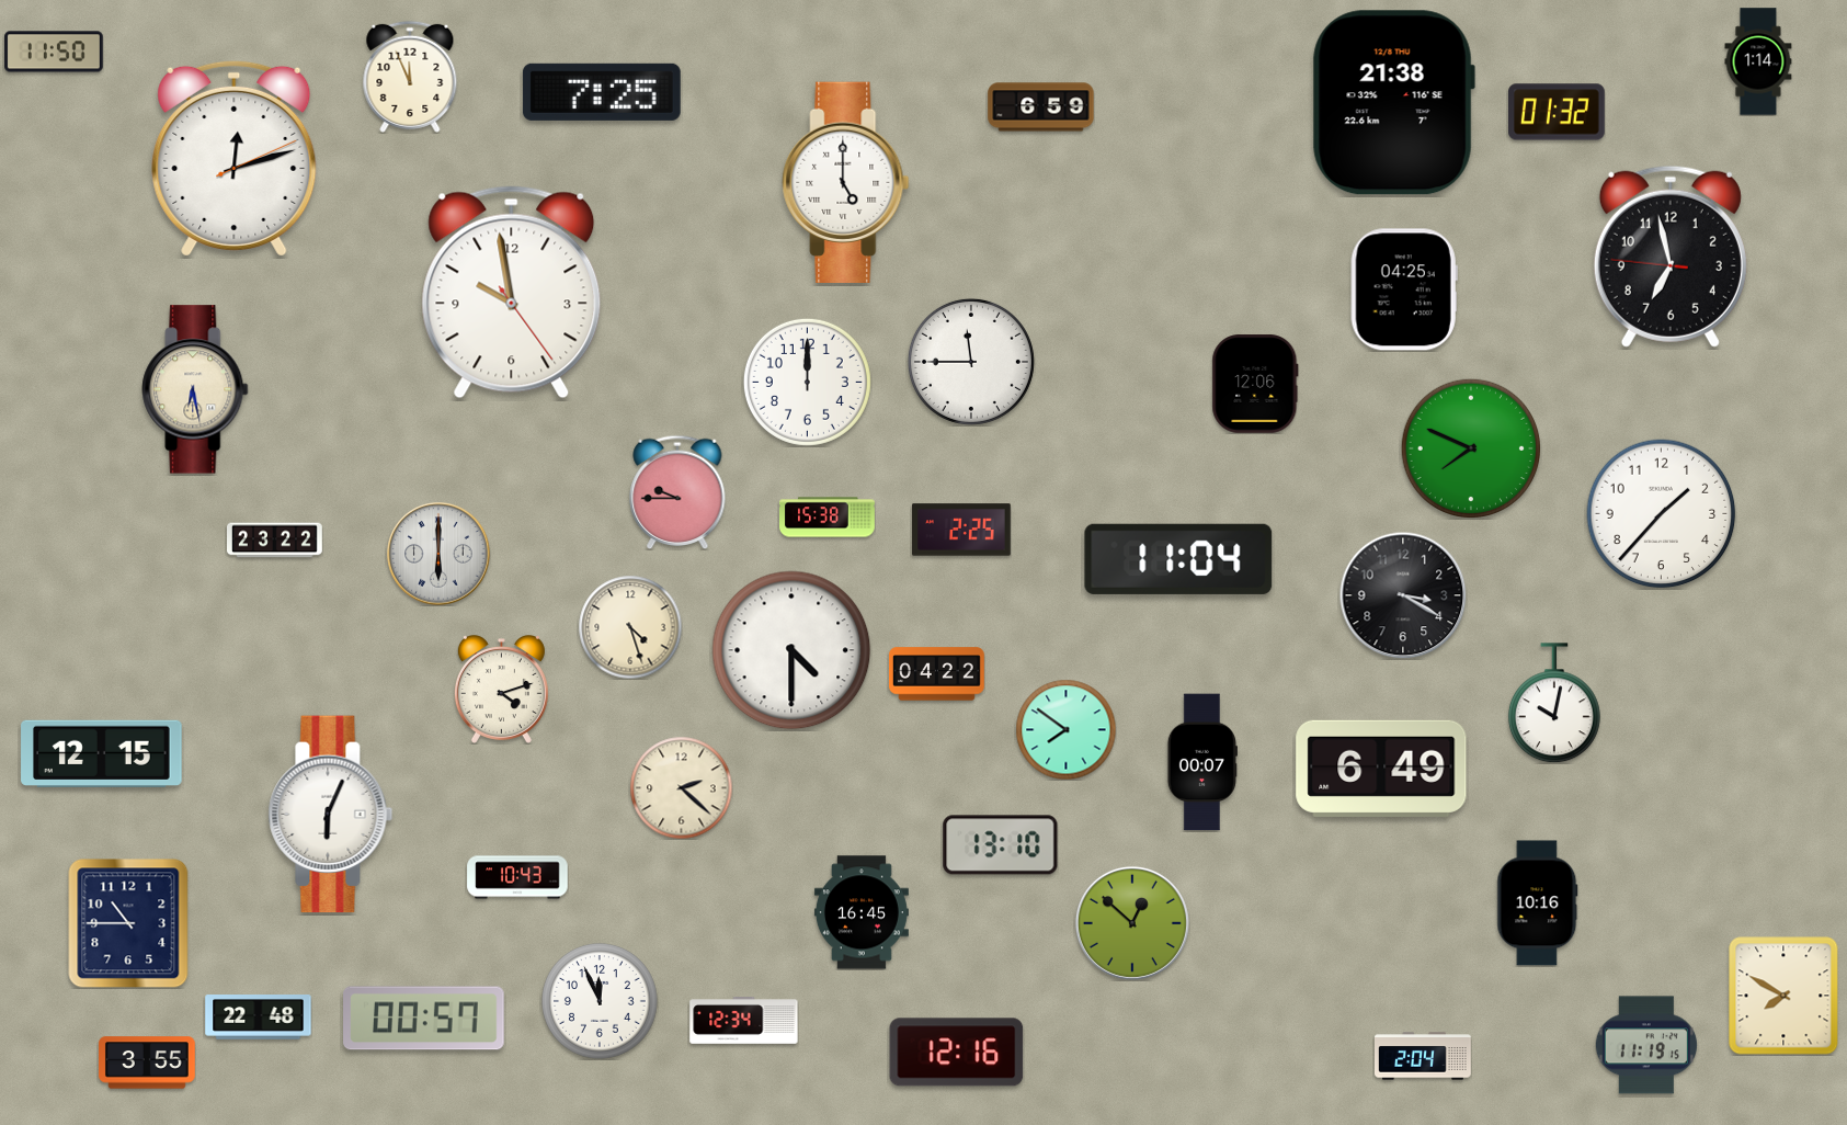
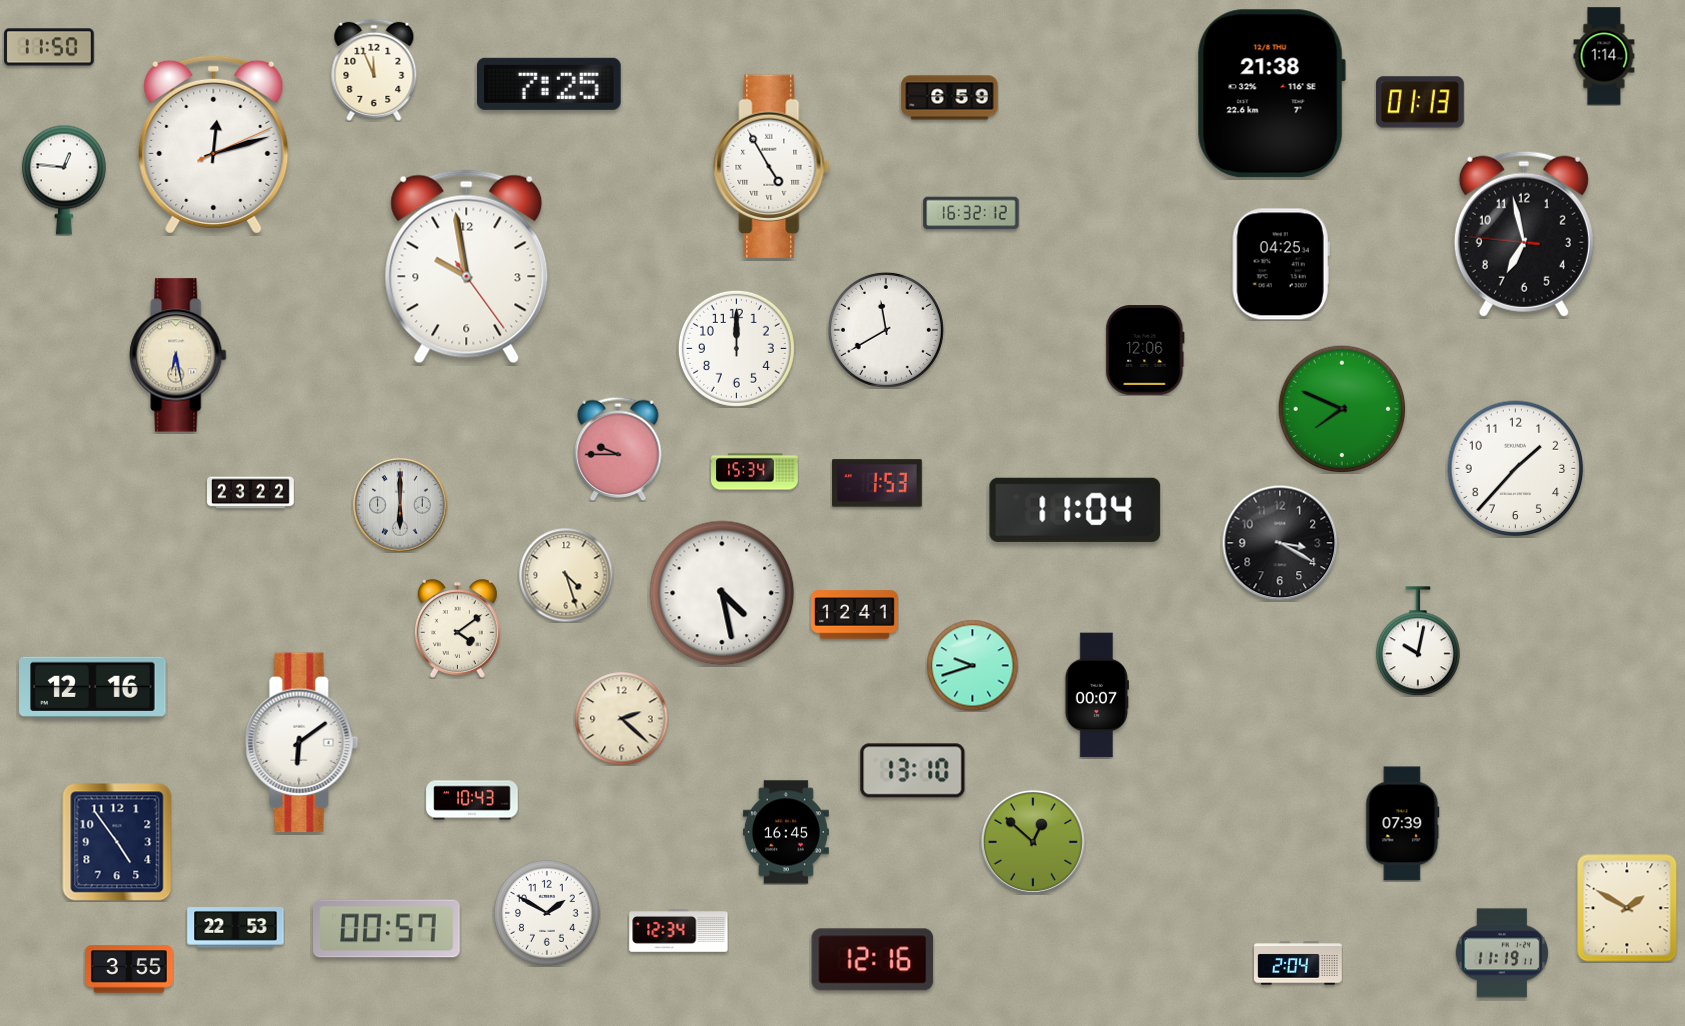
clock at (1558, 112): 01:32 -> 01:13
clock at (846, 182): 5:00 -> 4:55
clock at (64, 180): none -> 12:46
clock at (971, 213): none -> 16:32
clock at (971, 362): 11:45 -> 11:40
clock at (828, 518): 15:38 -> 15:34
clock at (961, 530): 2:25 -> 1:53
clock at (630, 627) position: (630, 627) -> (566, 575)
clock at (791, 650): 4:30 -> 4:28
clock at (937, 674): 04:22 -> 12:41
clock at (501, 690): 4:12 -> 4:09
clock at (1065, 729): 7:51 -> 9:42
clock at (102, 753): 12:15 -> 12:16
clock at (1381, 769): 6:49 -> none
clock at (331, 815): 6:04 -> 6:09
clock at (1538, 904): 10:16 -> 07:39
clock at (128, 923): 10:45 -> 4:54
clock at (1783, 996): 7:50 -> 1:50
clock at (600, 1001): 11:56 -> 1:50
clock at (259, 1018): 22:48 -> 22:53
clock at (1646, 1045): 11:19:15 -> 11:19:11
clock at (148, 1062) position: (148, 1062) -> (130, 969)
